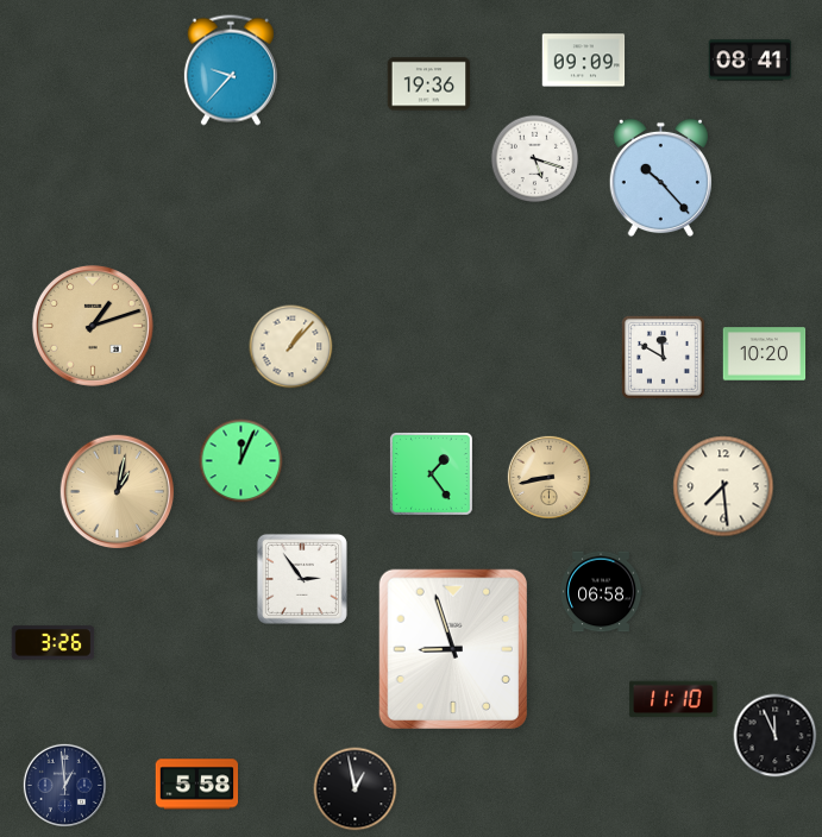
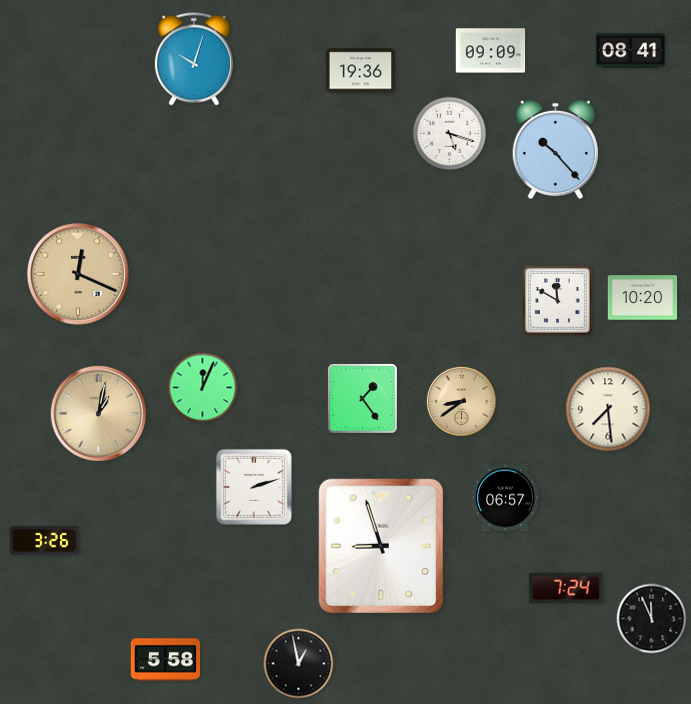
clock at (231, 70): 9:37 -> 10:03
clock at (93, 326): 1:12 -> 12:19
clock at (291, 347): 1:07 -> none
clock at (548, 477): 8:43 -> 8:39
clock at (302, 579): 2:54 -> 2:12
clock at (602, 592): 06:58 -> 06:57
clock at (673, 699): 11:10 -> 7:24
clock at (64, 785): 12:59 -> none
